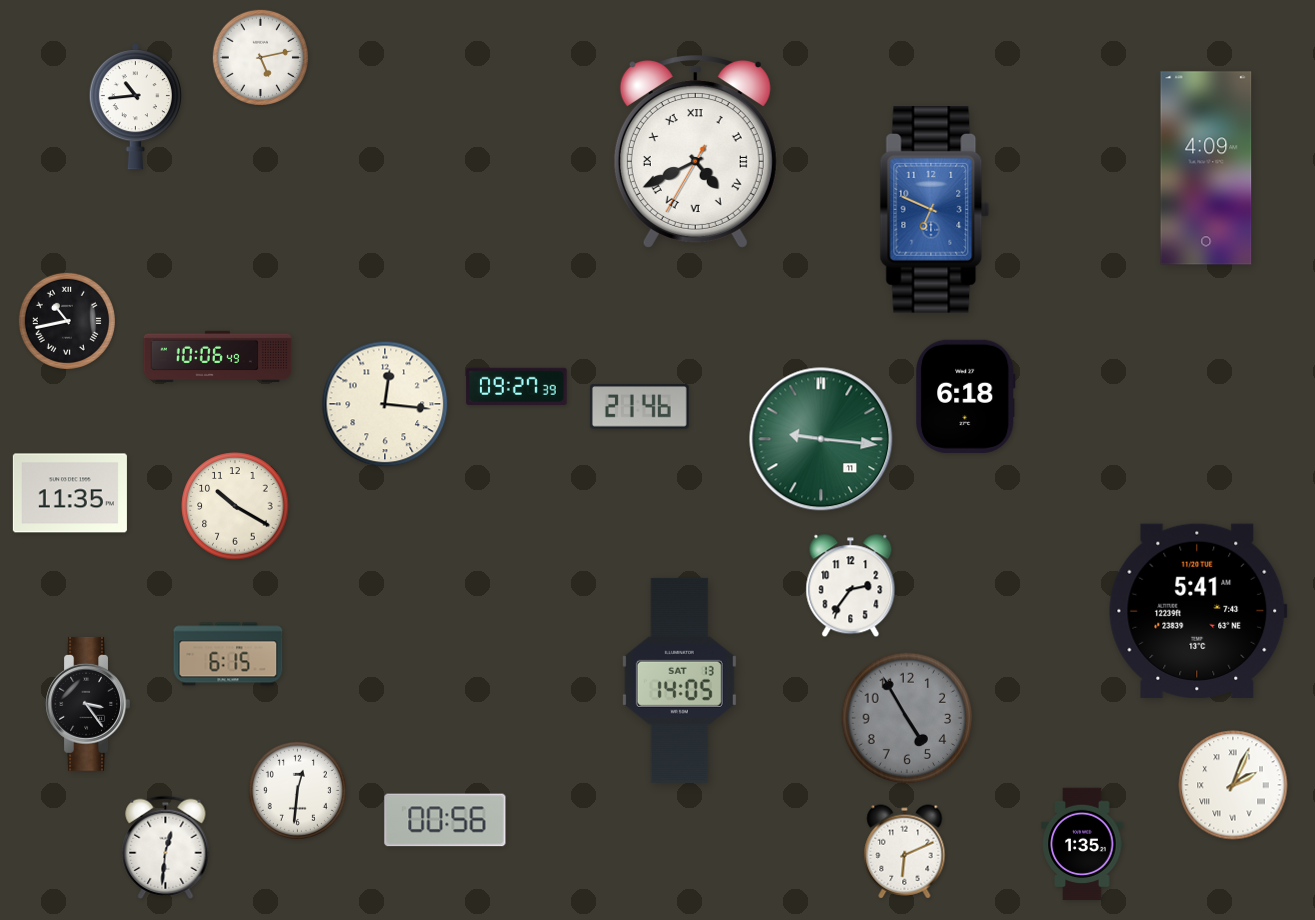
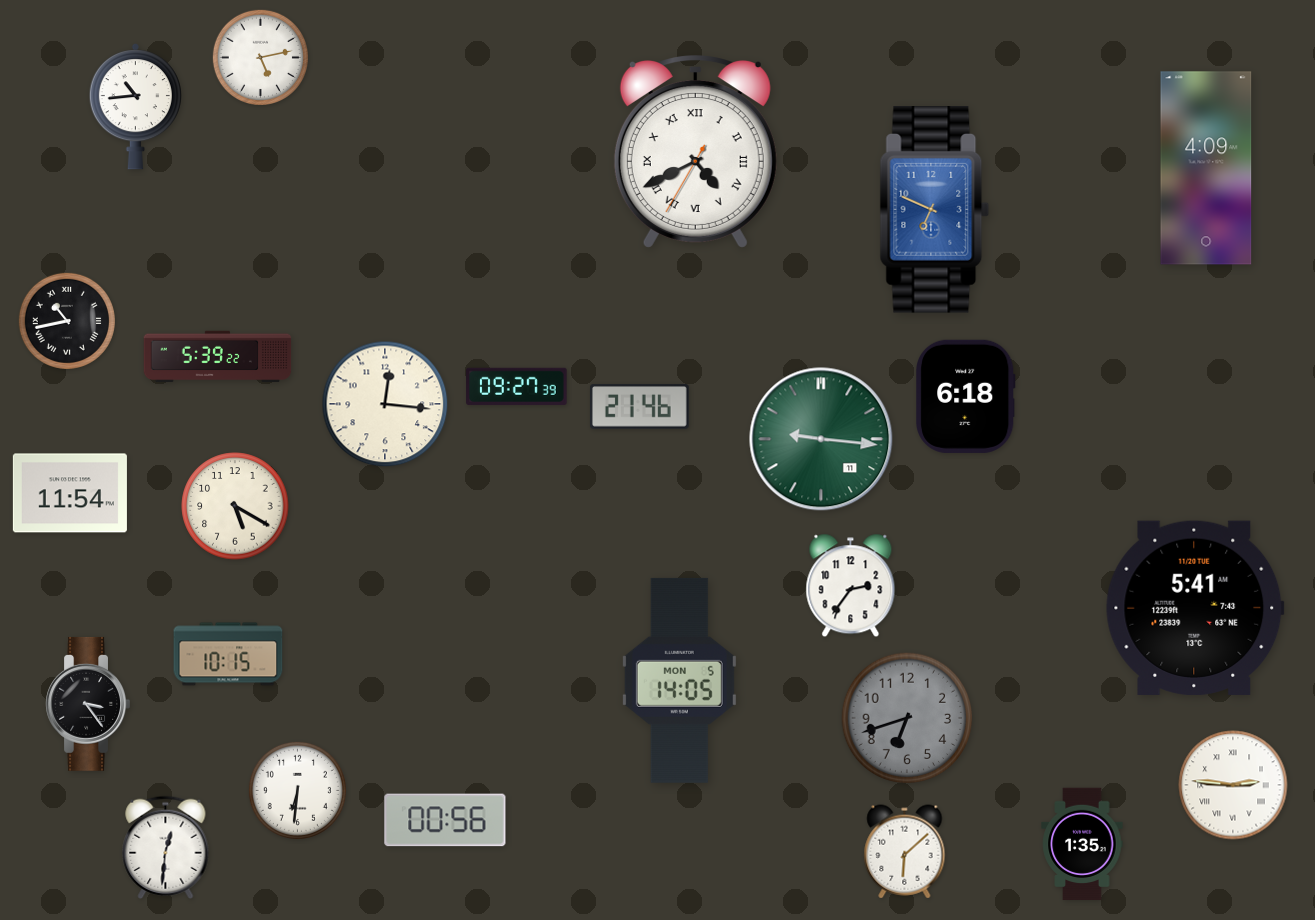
clock at (218, 357): 10:06 -> 5:39
clock at (70, 493): 11:35 -> 11:54
clock at (235, 506): 10:20 -> 5:20
clock at (1198, 611) position: (1198, 611) -> (1195, 608)
clock at (228, 654): 6:15 -> 10:15
clock at (679, 680) date: SAT 13 -> MON 5
clock at (907, 718): 4:55 -> 6:42
clock at (1233, 785): 2:04 -> 2:46
clock at (297, 790): 12:31 -> 6:31
clock at (905, 852): 6:11 -> 6:08
